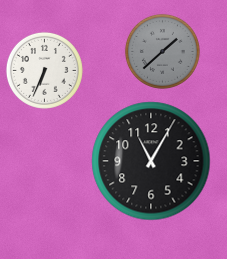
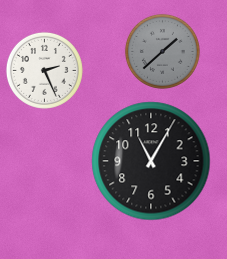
clock at (44, 70): 6:34 -> 2:26
